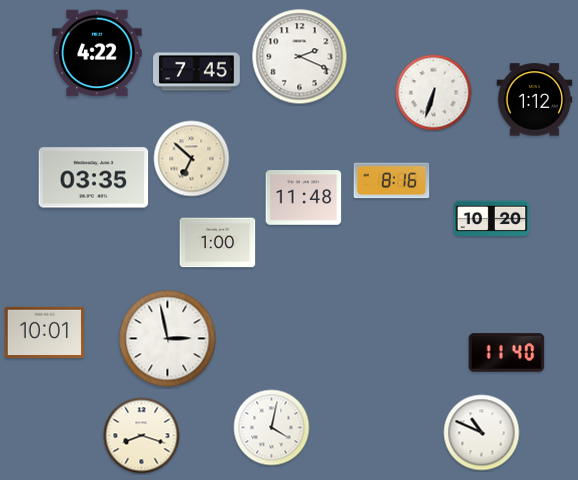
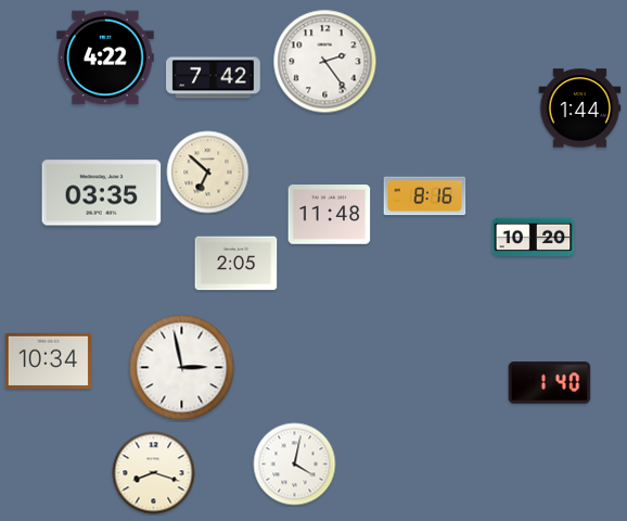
clock at (300, 57): 2:19 -> 2:24
clock at (197, 72): 7:45 -> 7:42
clock at (434, 93): 6:33 -> none
clock at (535, 100): 1:12 -> 1:44
clock at (218, 243): 1:00 -> 2:05
clock at (45, 333): 10:01 -> 10:34
clock at (507, 353): 11:40 -> 1:40
clock at (482, 433): 10:49 -> none
